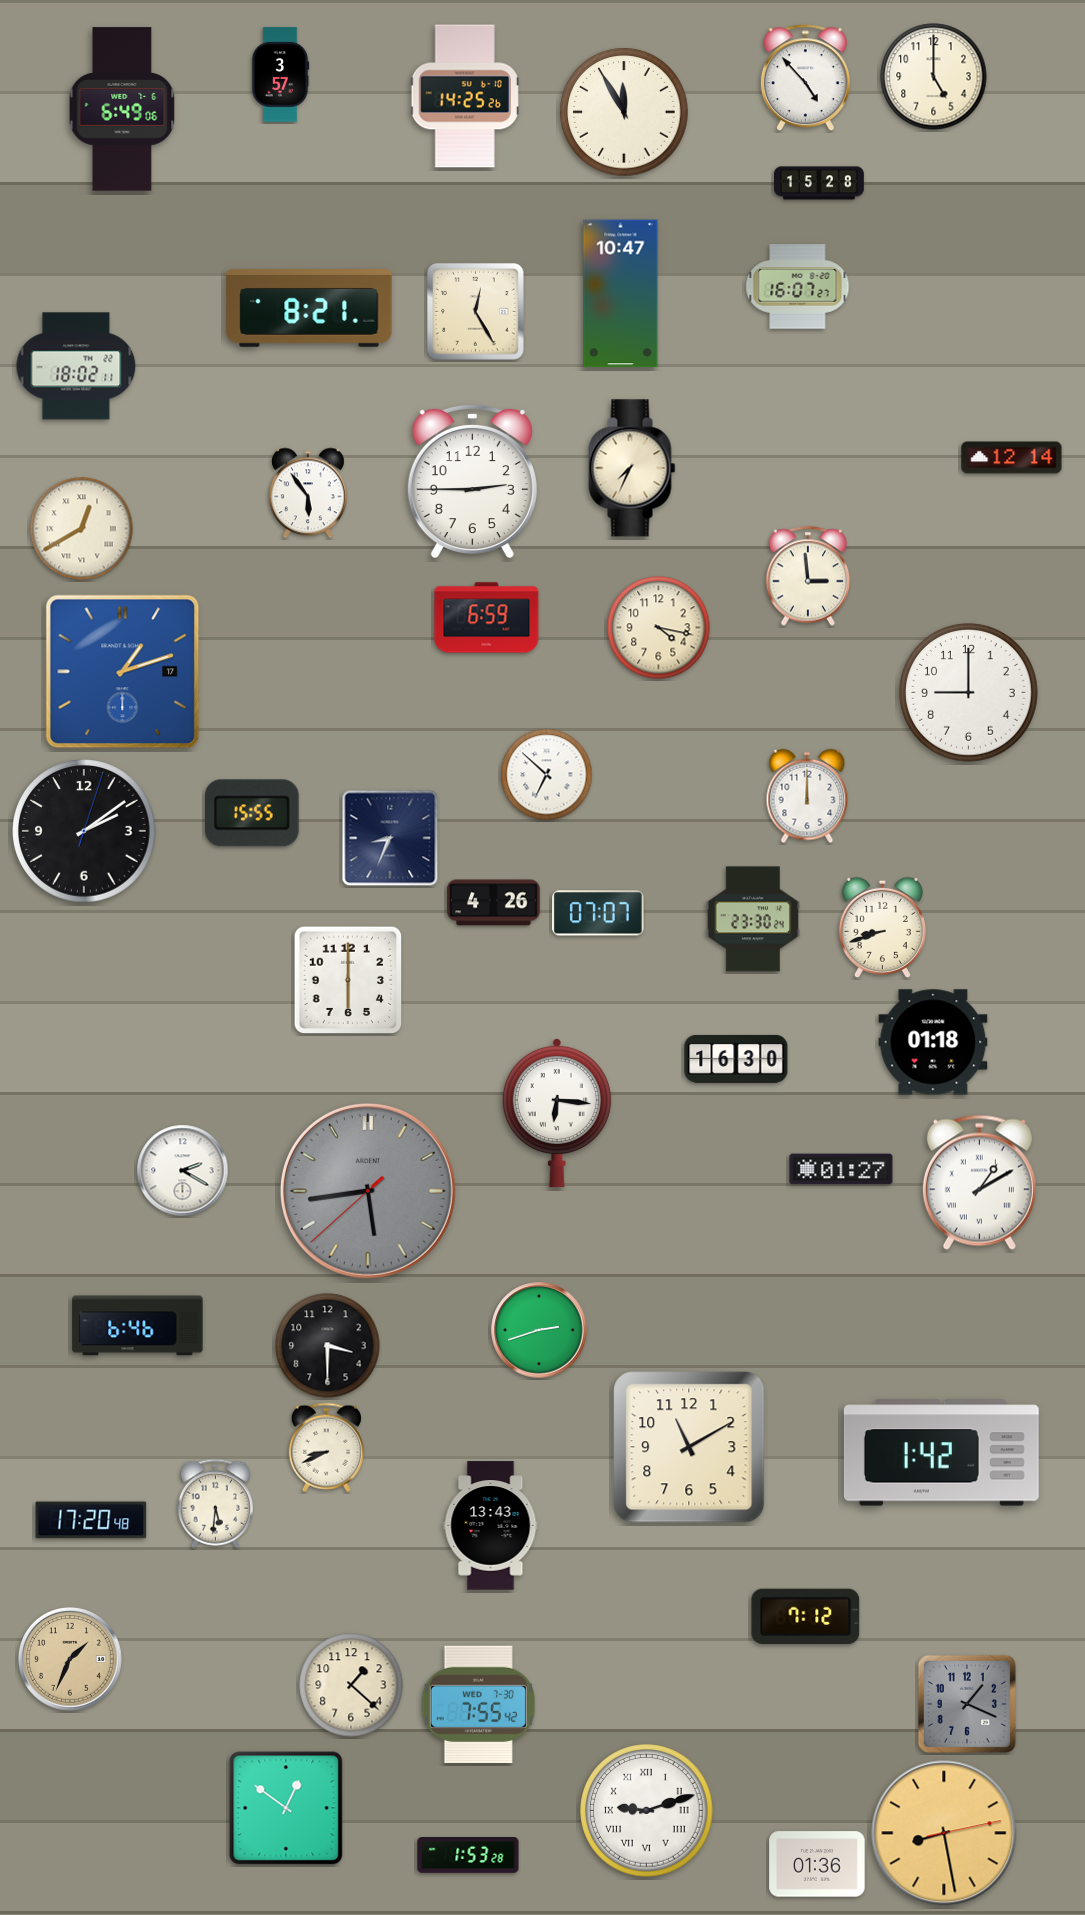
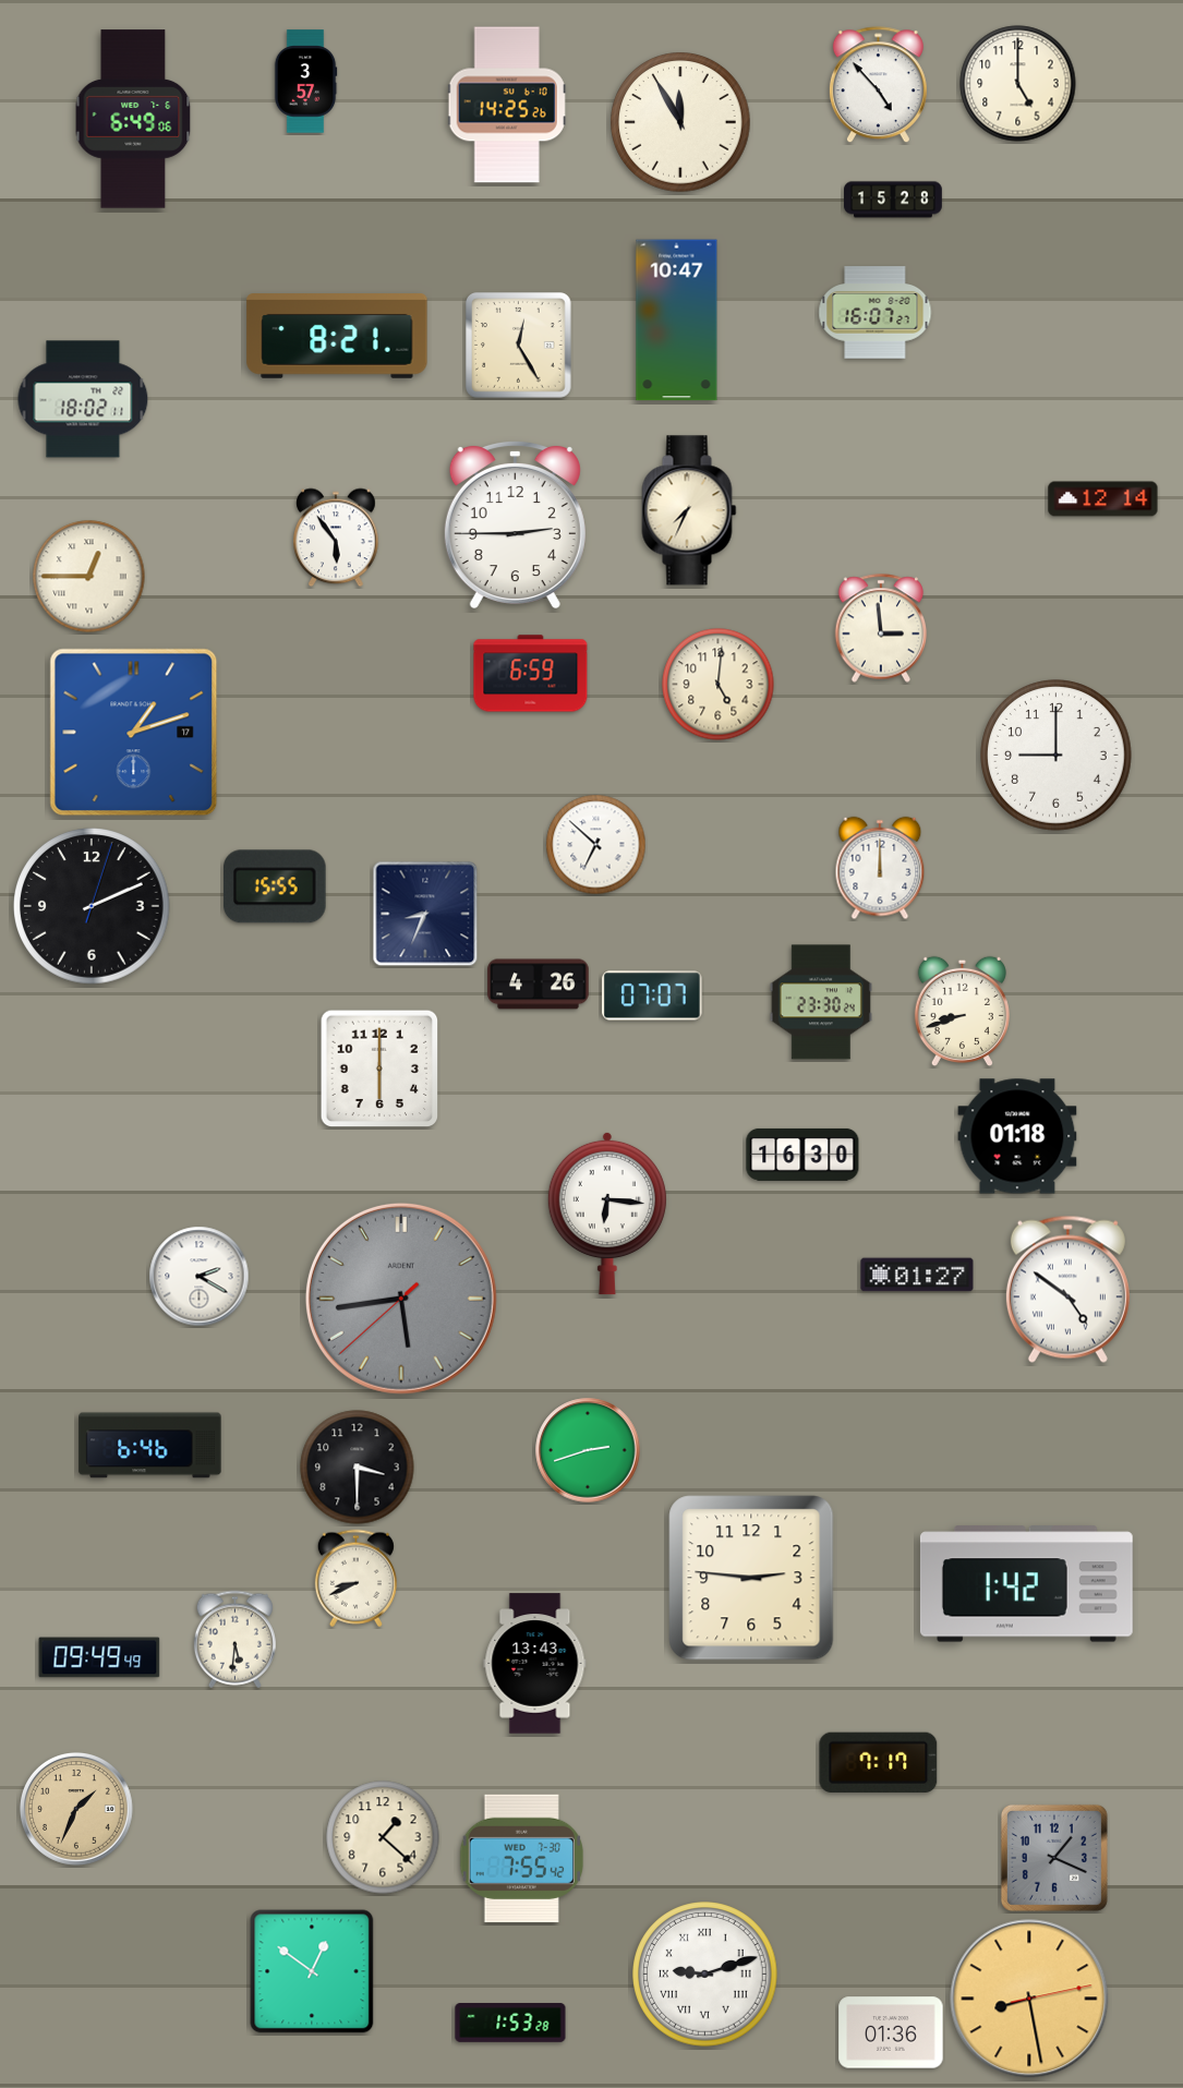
clock at (798, 287) position: (798, 287) -> (876, 313)
clock at (476, 312) position: (476, 312) -> (519, 346)
clock at (82, 529): 12:40 -> 12:45
clock at (659, 628): 4:17 -> 5:01
clock at (85, 832): 2:09 -> 2:11
clock at (979, 1182): 1:10 -> 4:51
clock at (689, 1447): 11:10 -> 2:46
clock at (91, 1520): 17:20 -> 09:49
clock at (806, 1616): 7:12 -> 7:17
